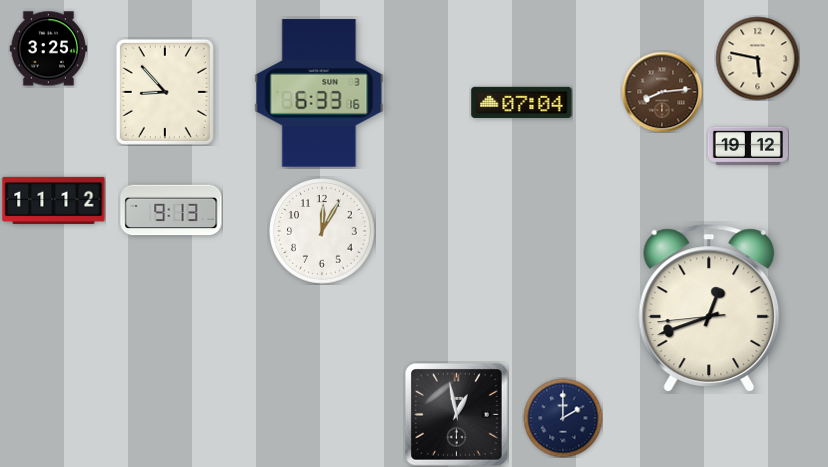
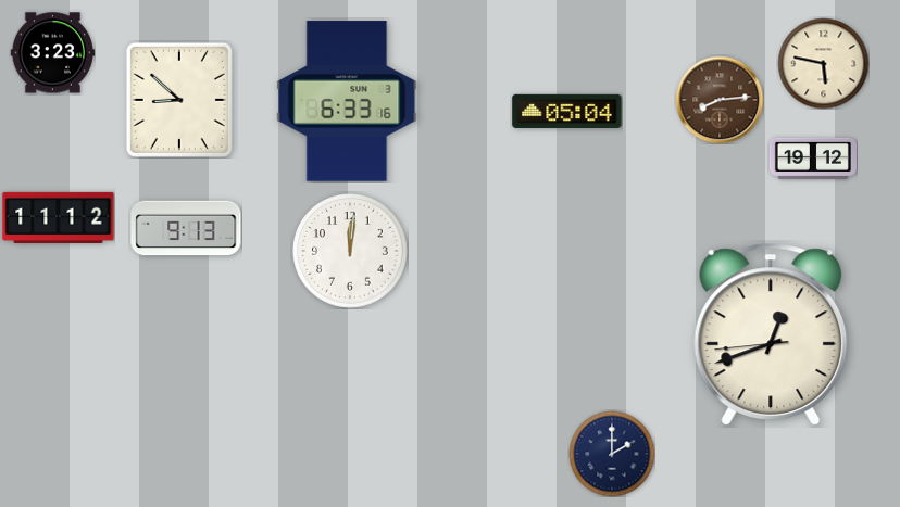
clock at (48, 49): 3:25 -> 3:23
clock at (165, 92): 8:53 -> 8:52
clock at (522, 102): 07:04 -> 05:04
clock at (322, 231): 12:05 -> 12:01
clock at (457, 415): 12:58 -> none
